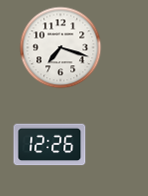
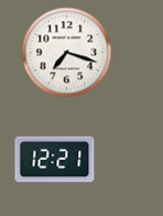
clock at (50, 145): 12:26 -> 12:21
